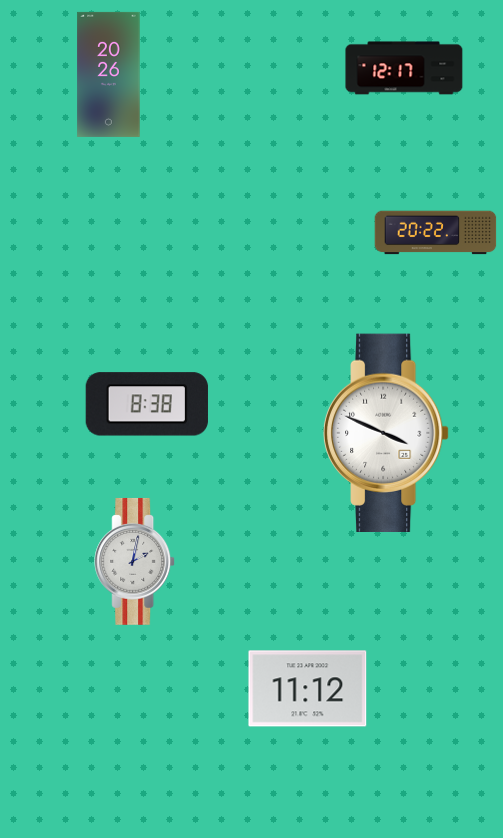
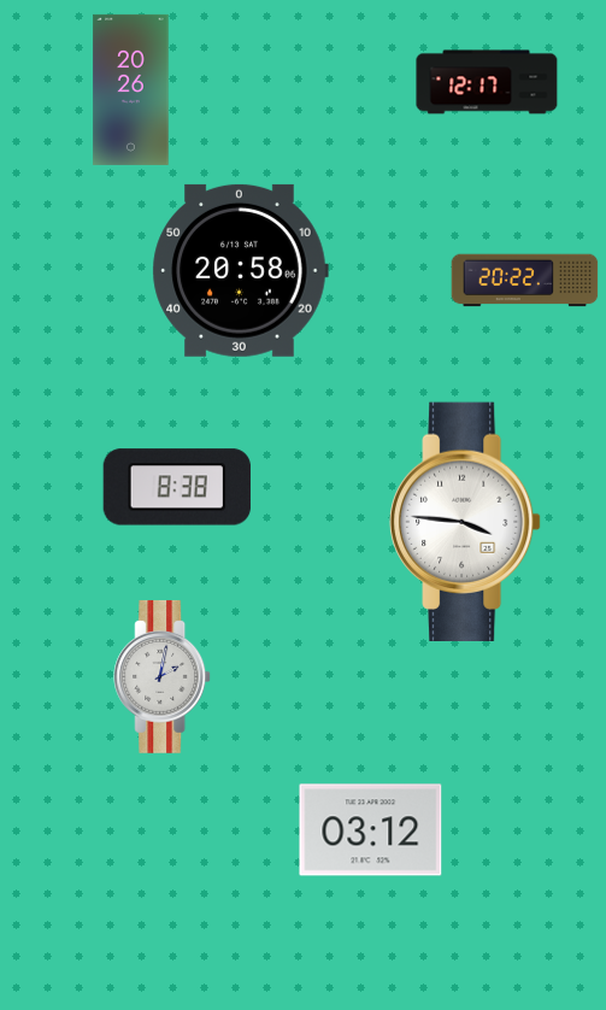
clock at (240, 270): none -> 20:58
clock at (386, 432): 3:49 -> 3:46
clock at (308, 689): 11:12 -> 03:12
